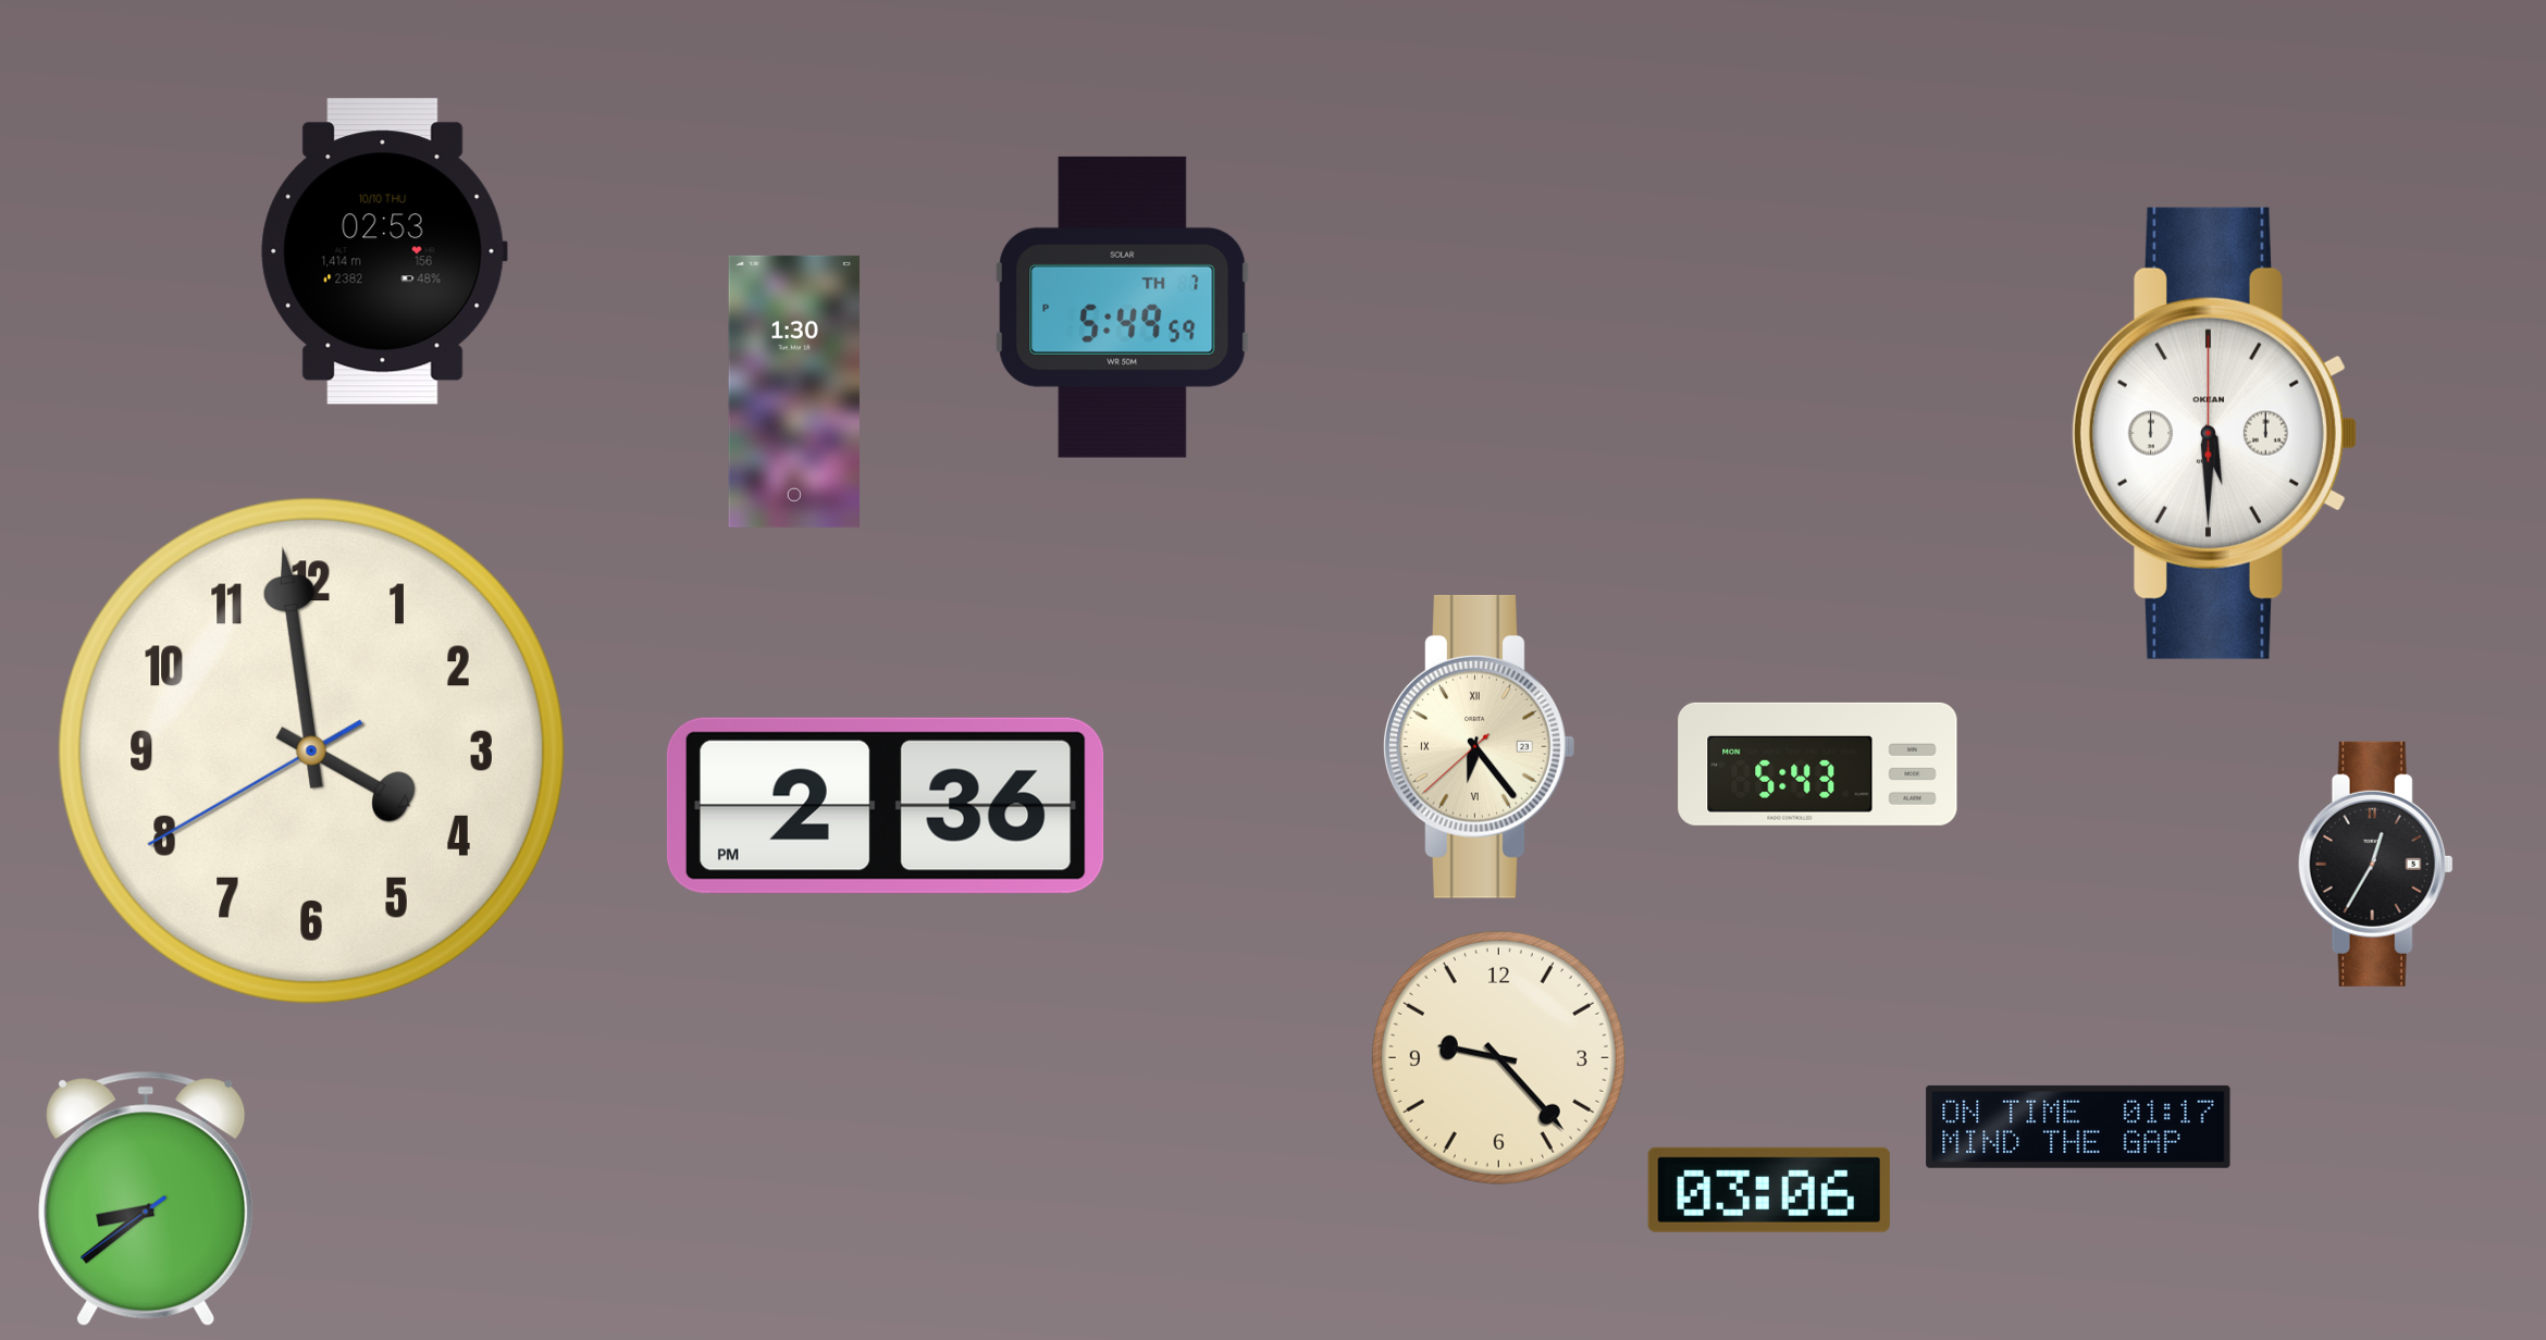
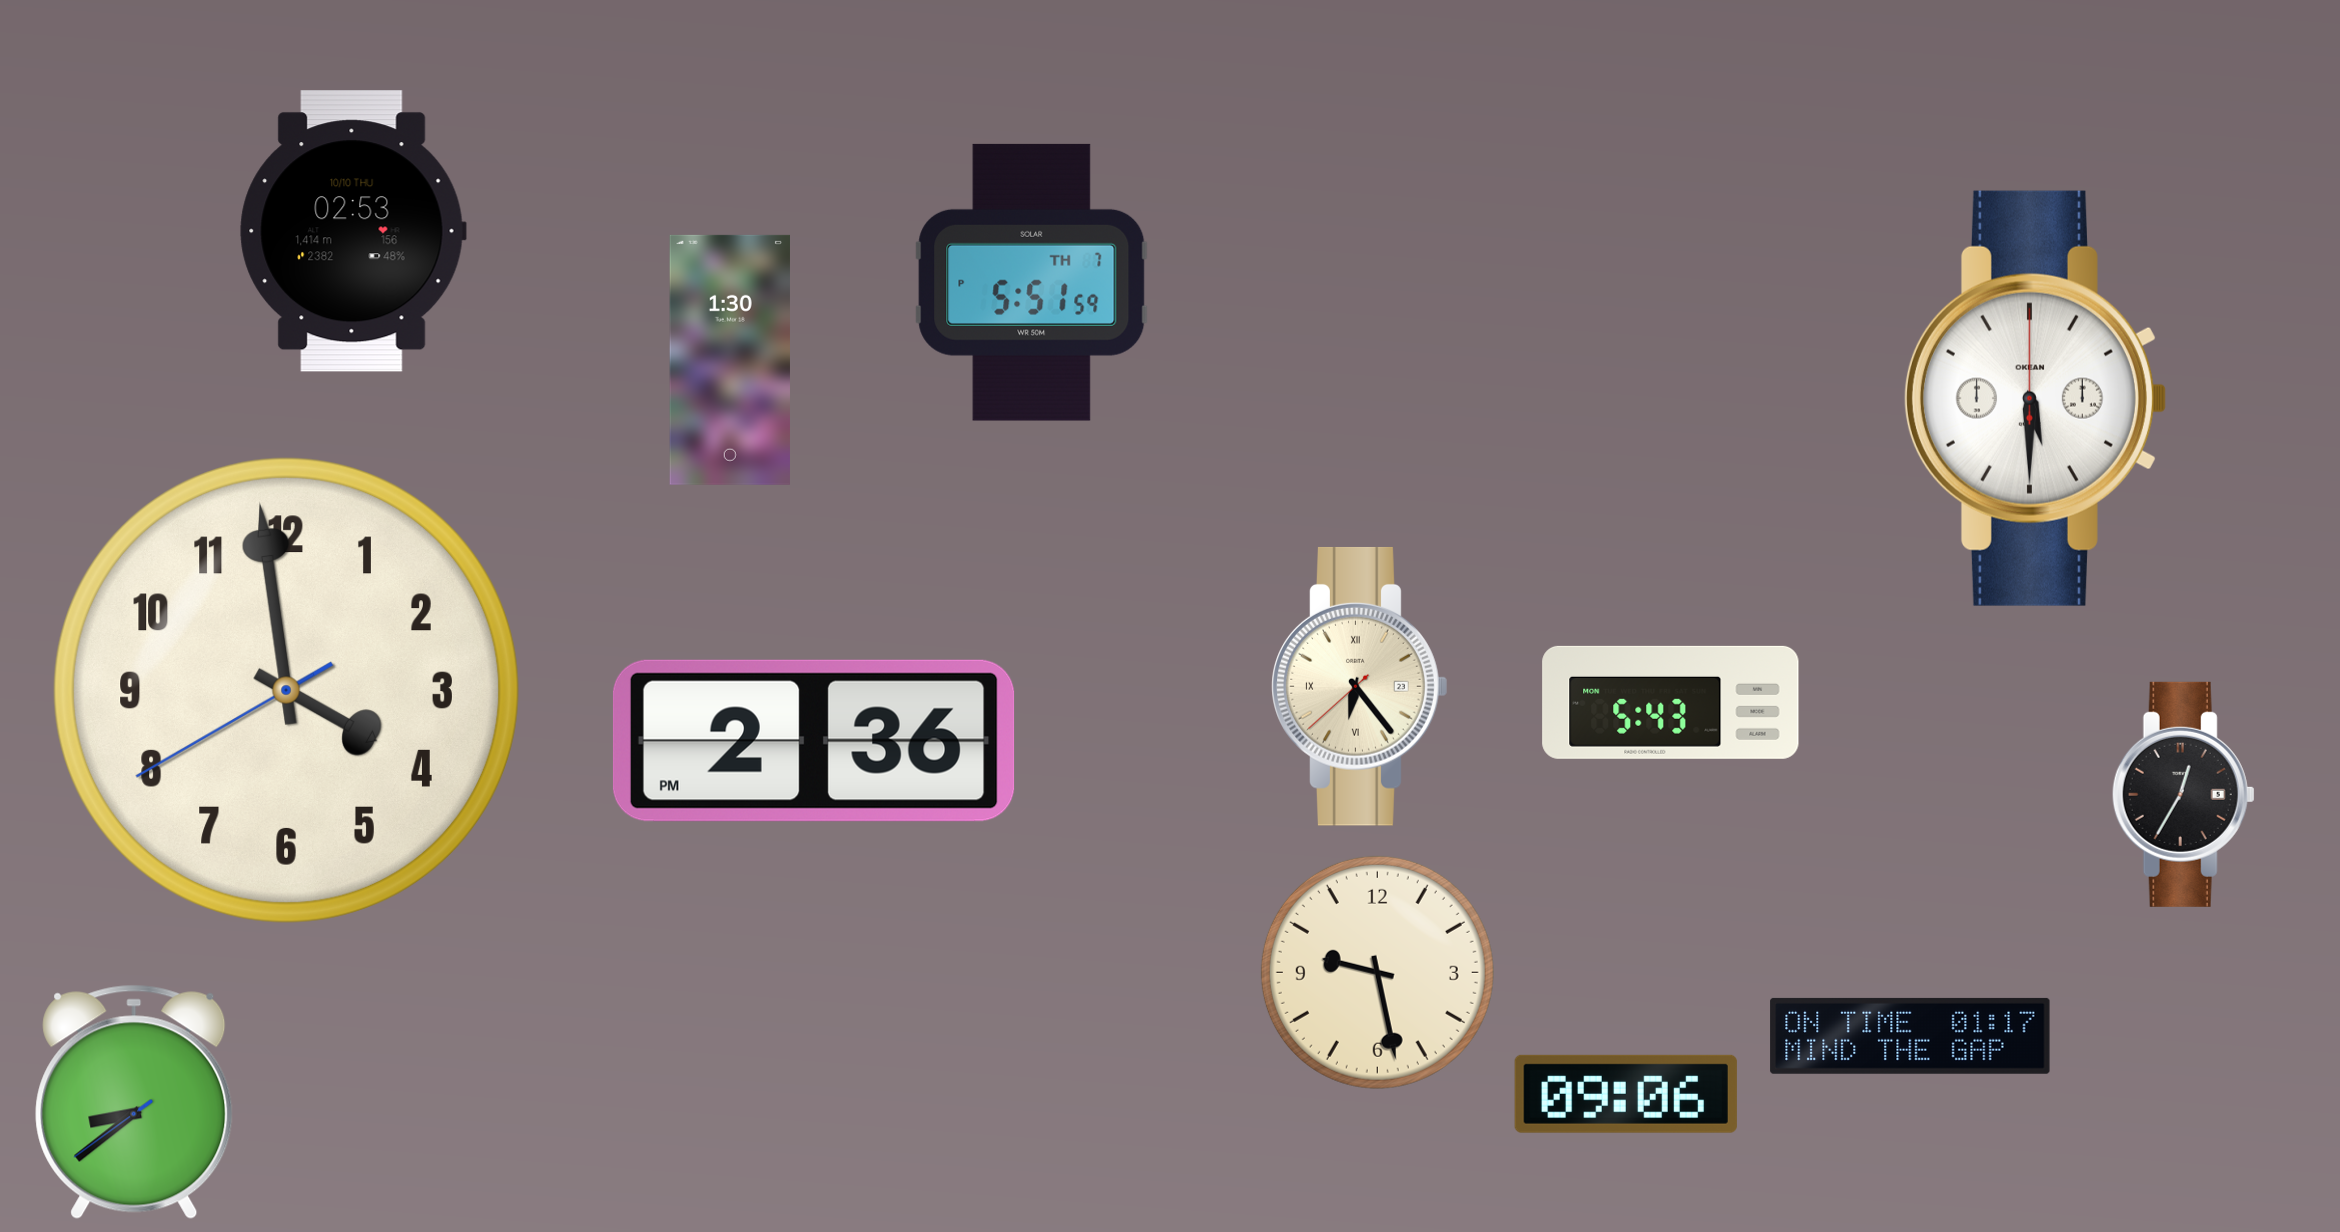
clock at (1123, 307): 5:49 -> 5:51
clock at (1498, 1057): 9:23 -> 9:28
clock at (1769, 1190): 03:06 -> 09:06
